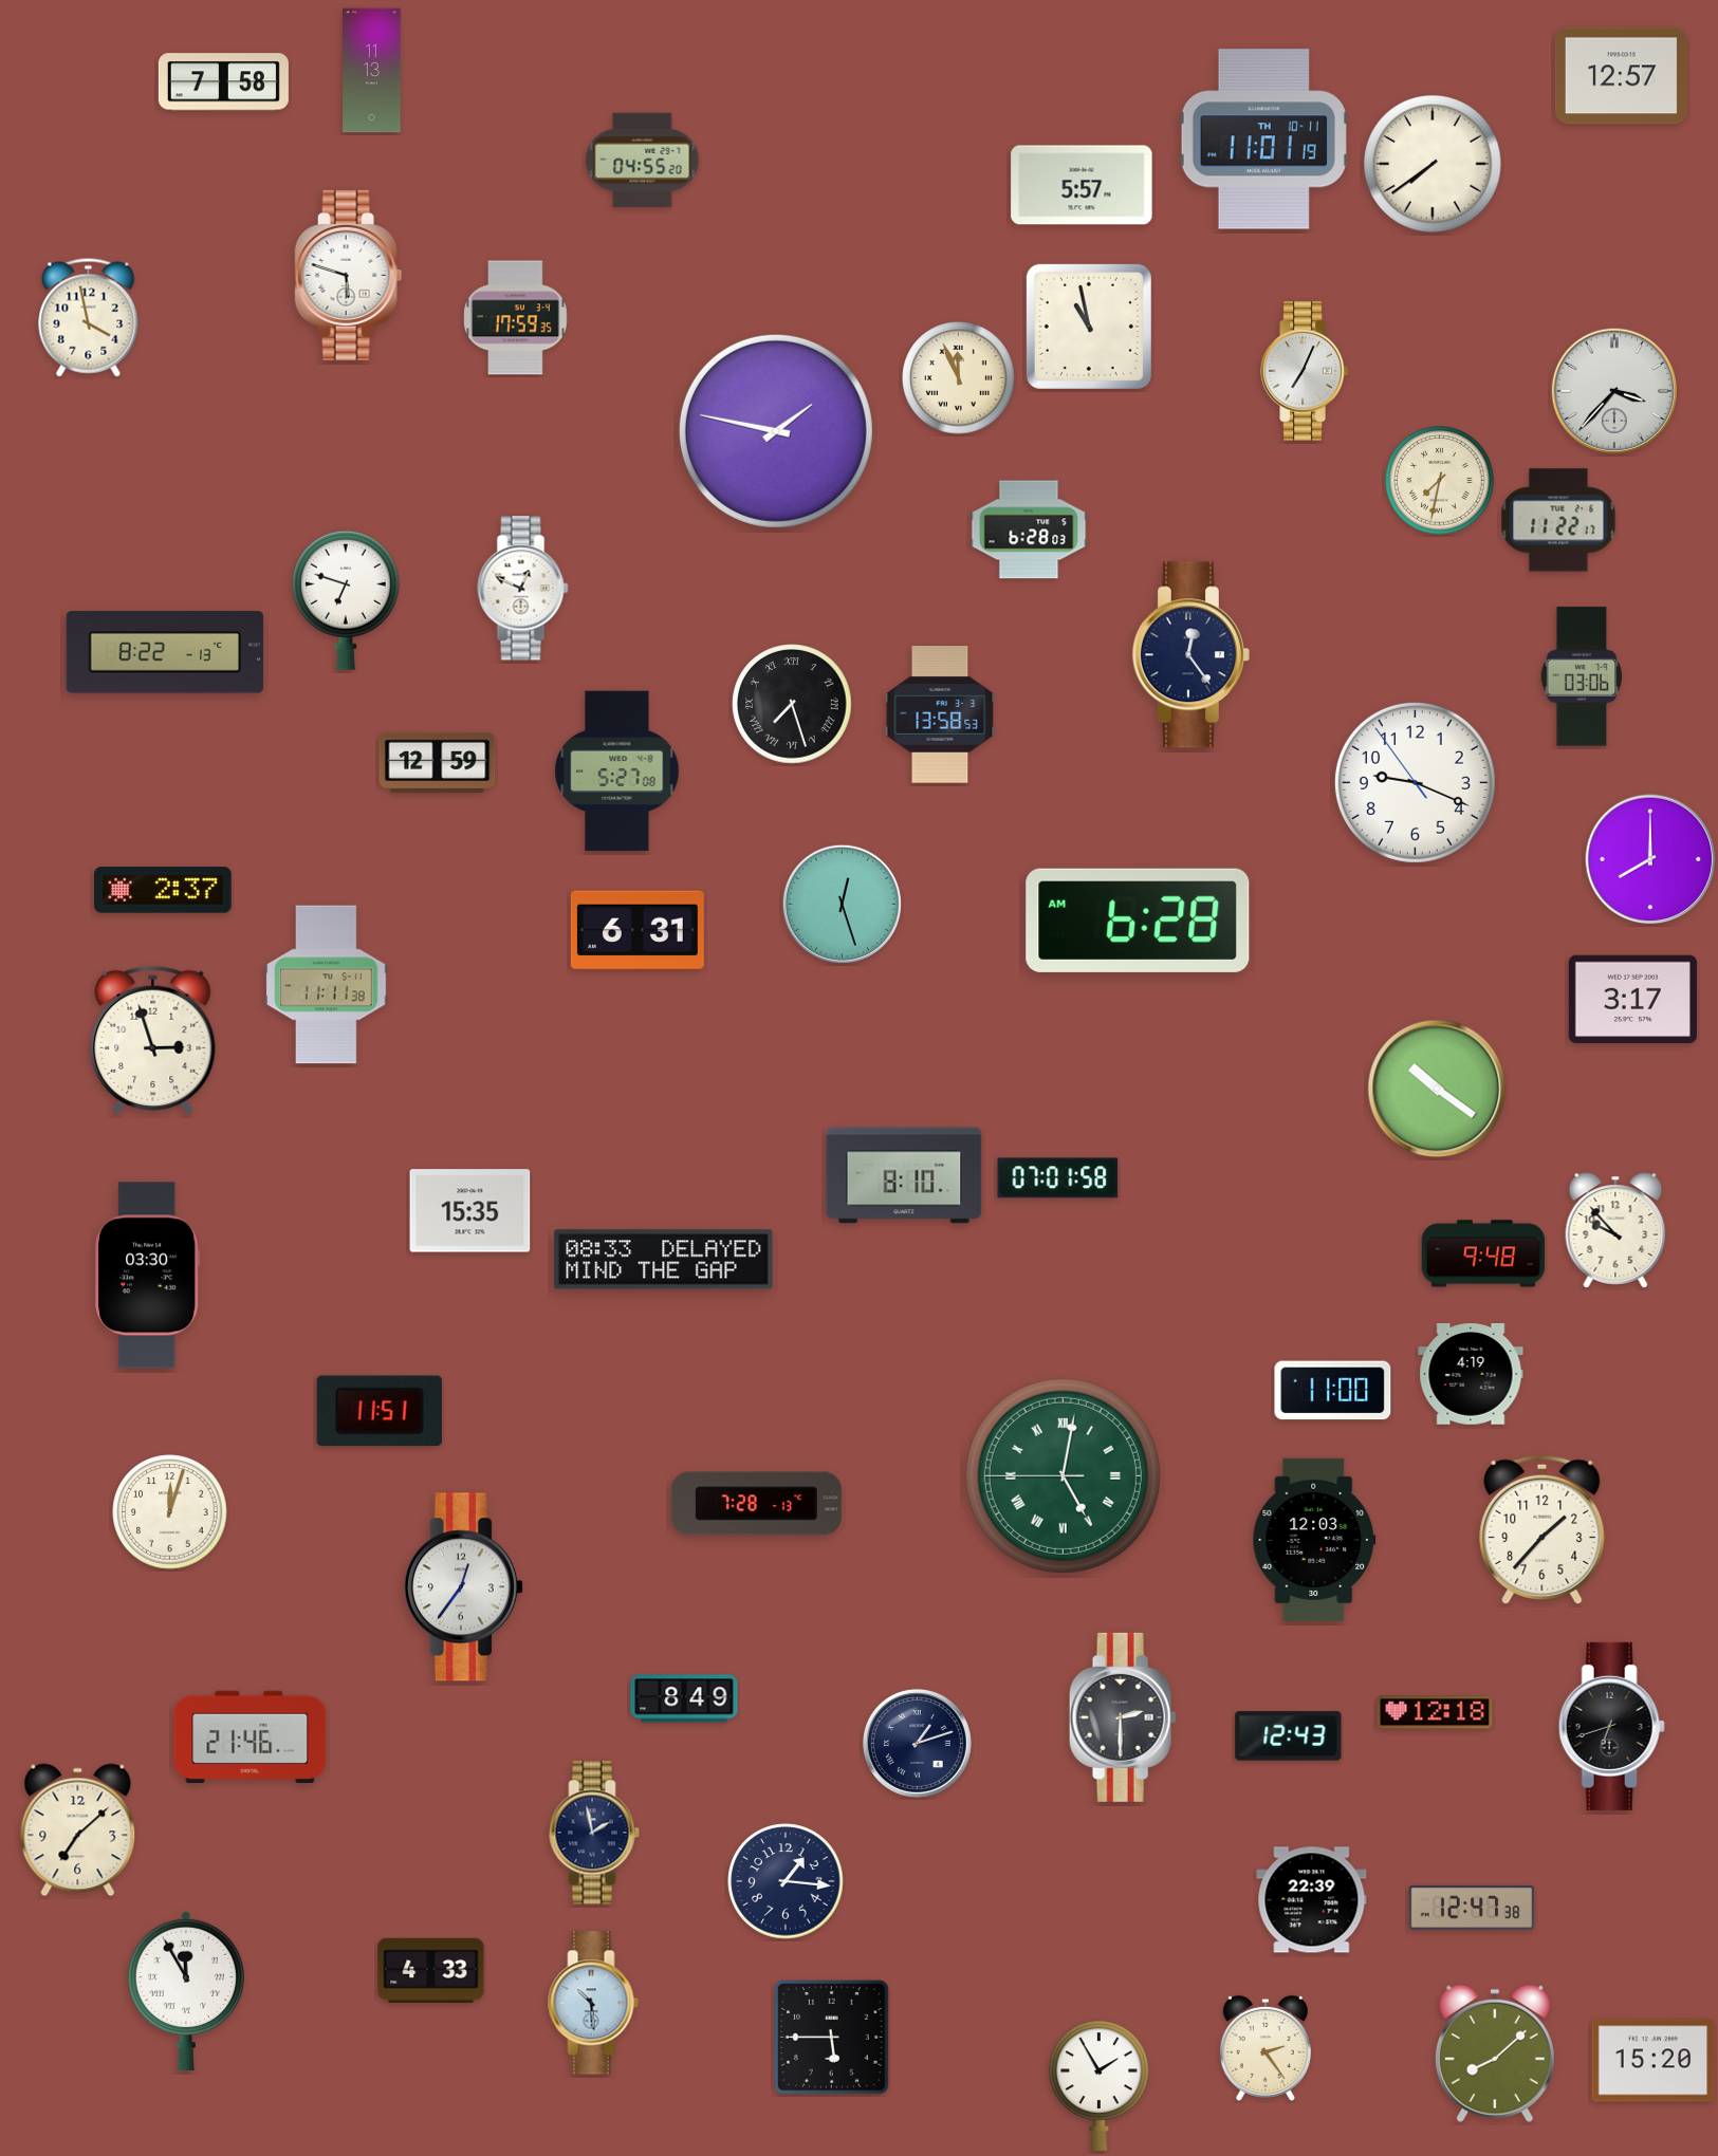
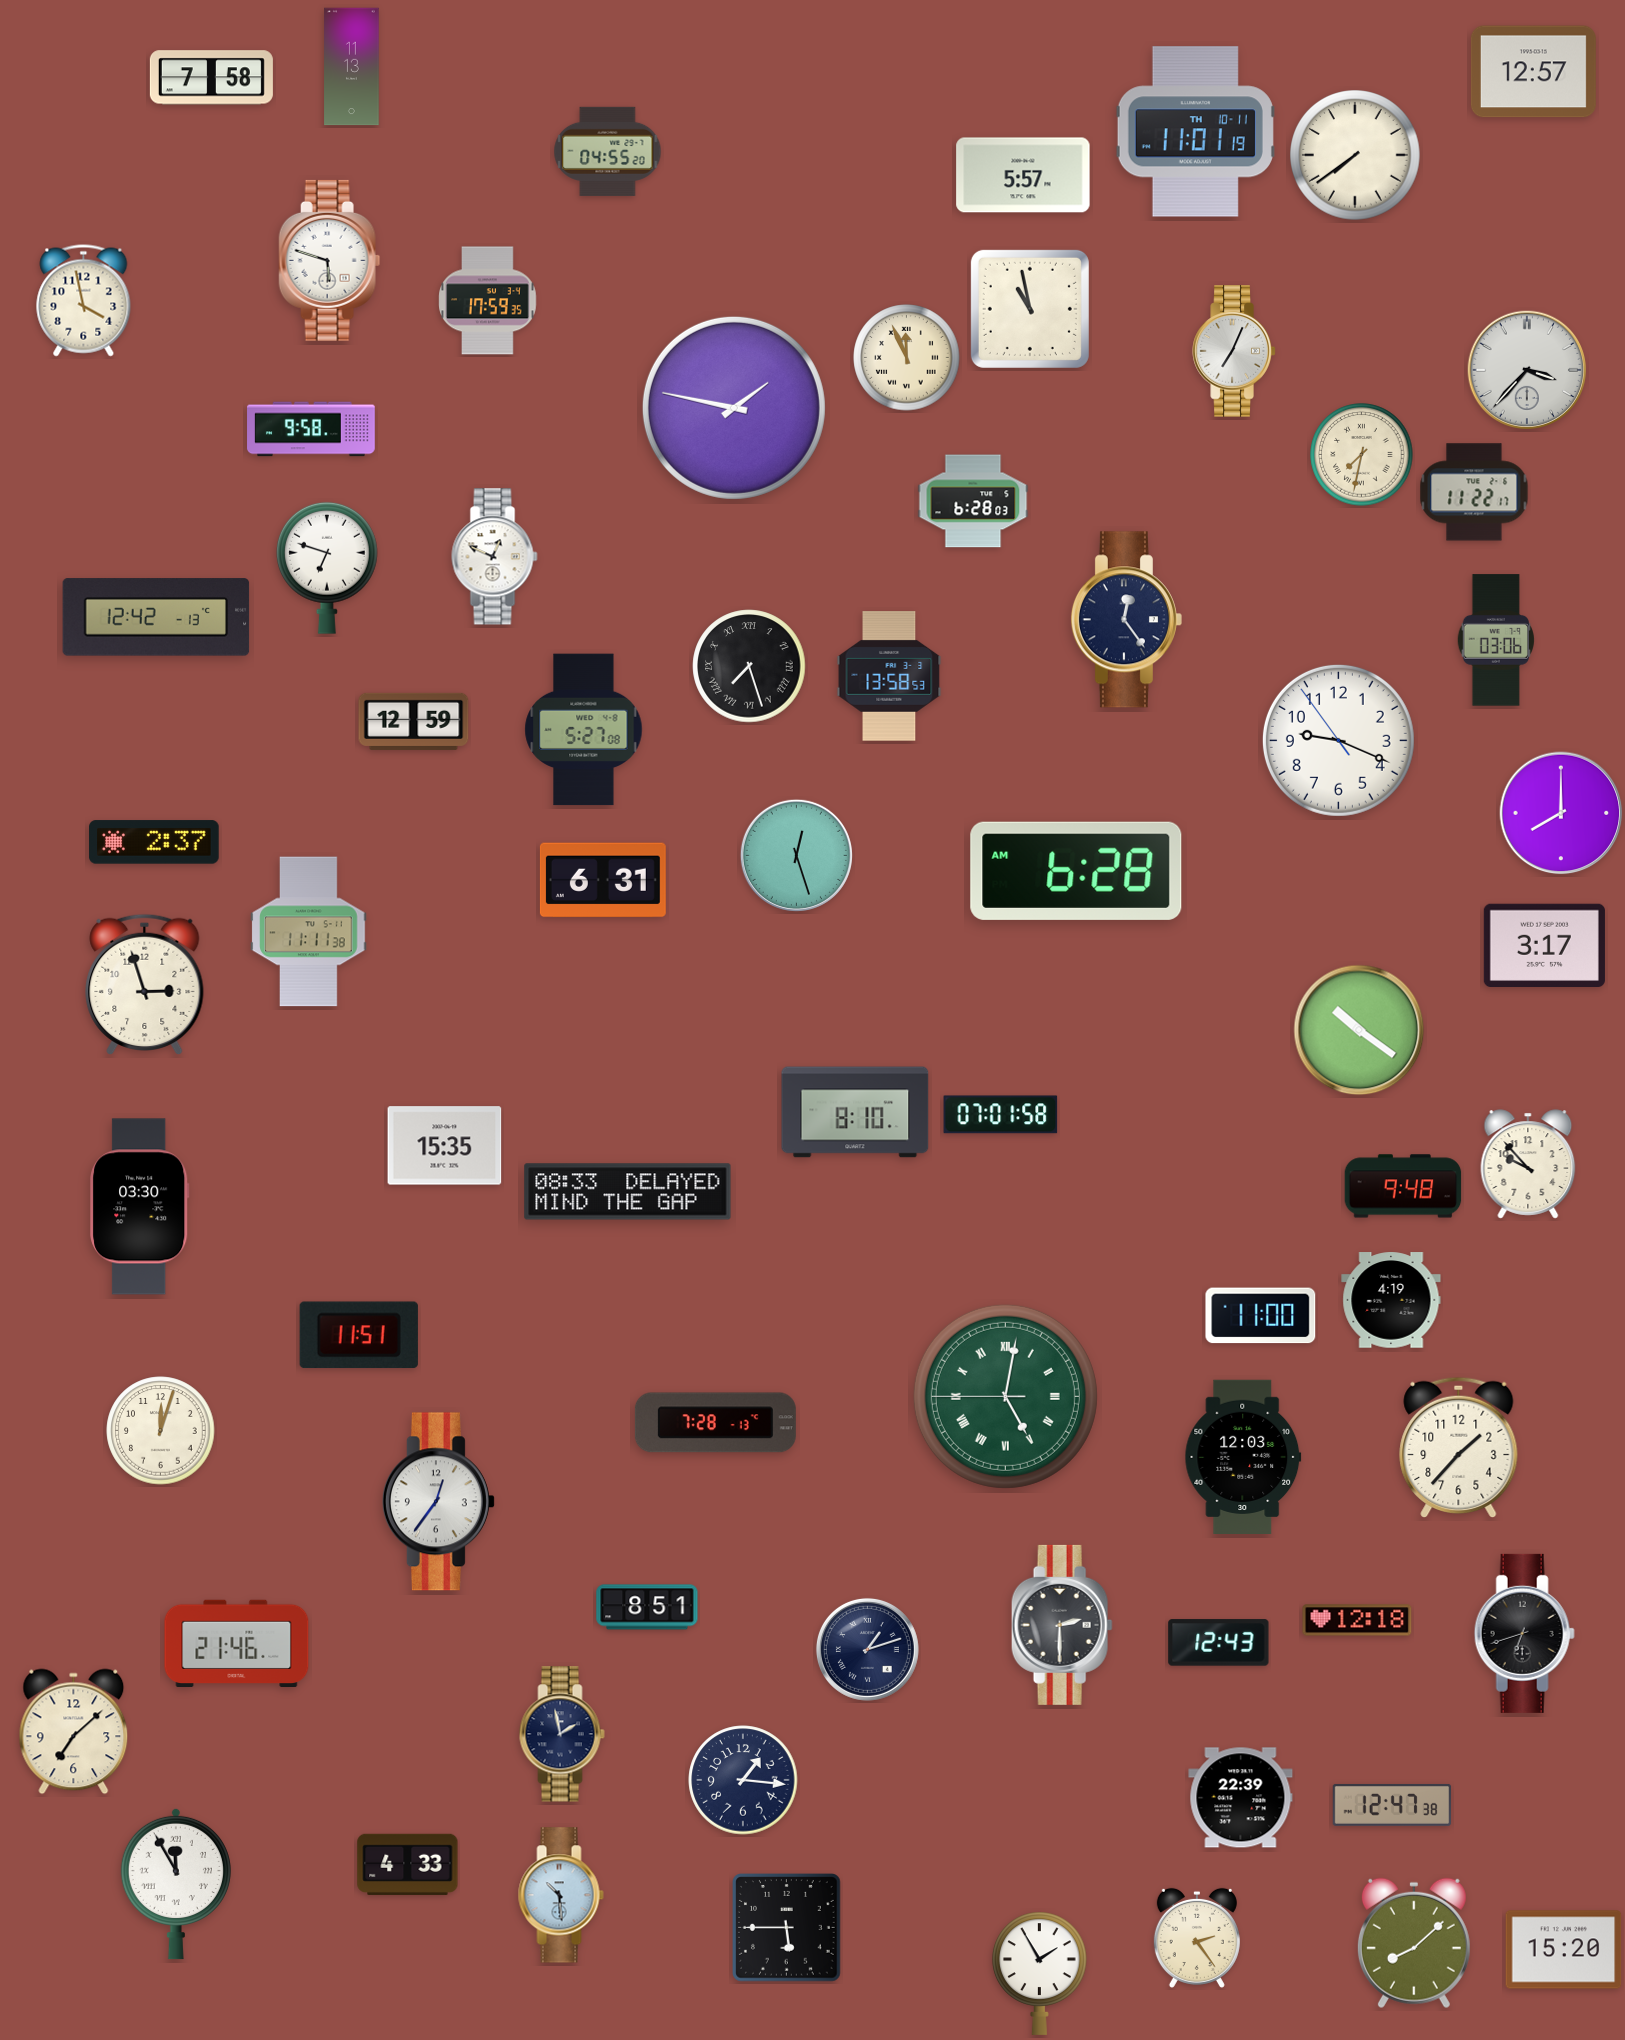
clock at (311, 429): none -> 9:58
clock at (165, 652): 8:22 -> 12:42
clock at (684, 1698): 8:49 -> 8:51
